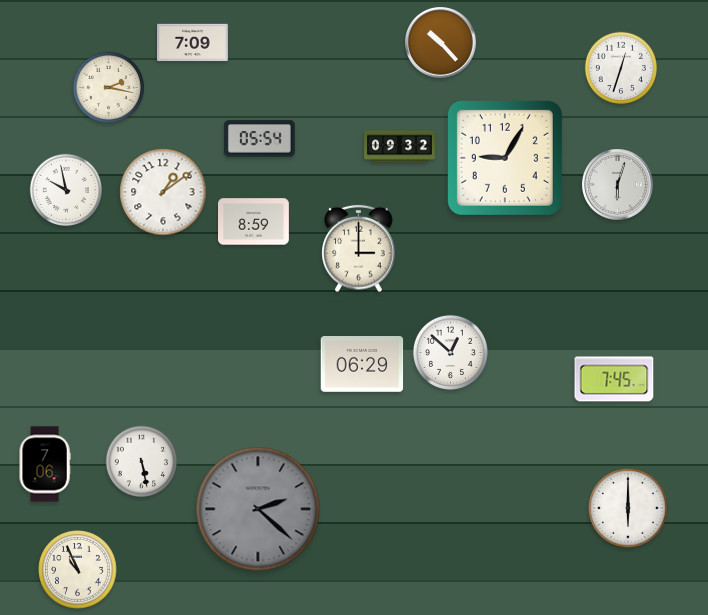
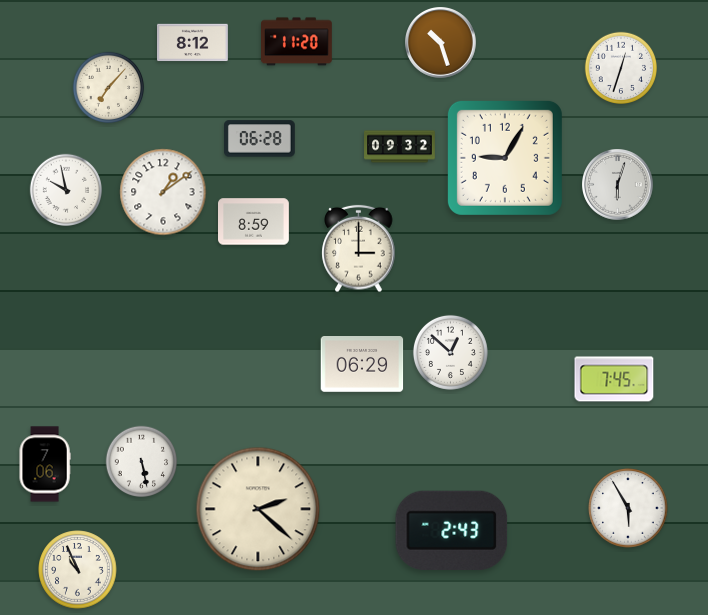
clock at (297, 42): none -> 11:20
clock at (193, 43): 7:09 -> 8:12
clock at (441, 43): 10:23 -> 10:27
clock at (109, 88): 2:17 -> 7:07
clock at (260, 139): 05:54 -> 06:28
clock at (628, 508): 6:00 -> 5:55
clock at (258, 509) dial: grey -> cream
clock at (452, 530): none -> 2:43
